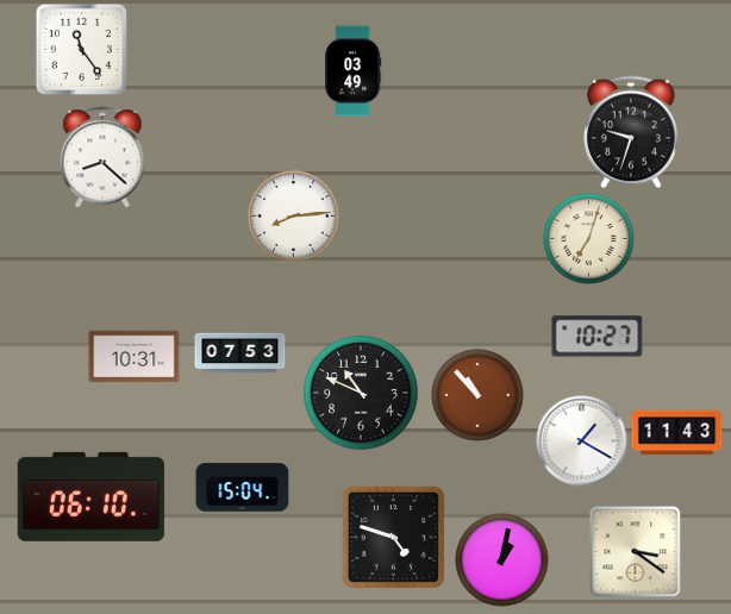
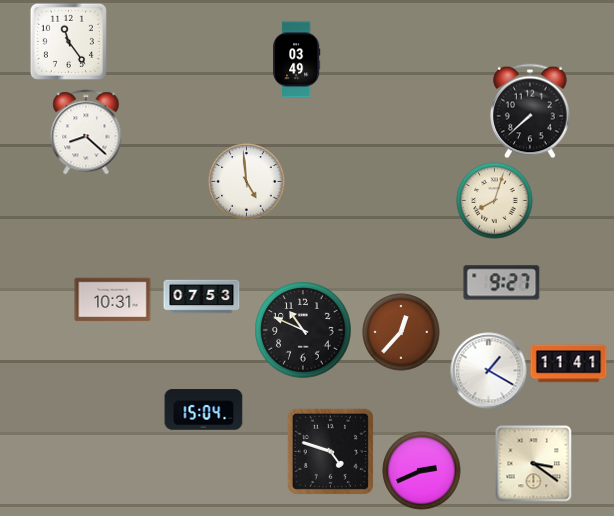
clock at (631, 132): 9:33 -> 7:38
clock at (294, 217): 8:14 -> 4:59
clock at (589, 239): 7:03 -> 8:03
clock at (598, 337): 10:27 -> 9:27
clock at (477, 395): 10:53 -> 12:37
clock at (677, 433): 11:43 -> 11:41
clock at (90, 496): 06:10 -> none
clock at (502, 560): 1:02 -> 2:41
